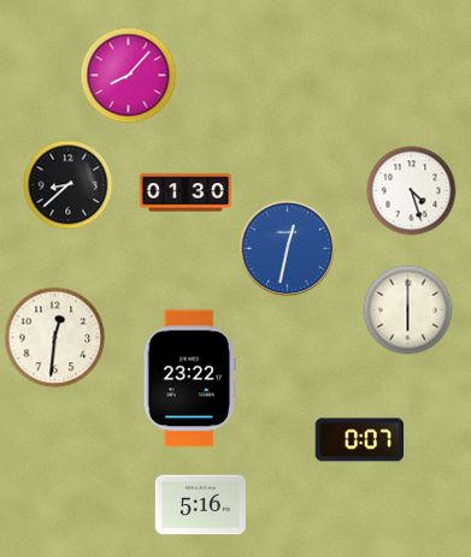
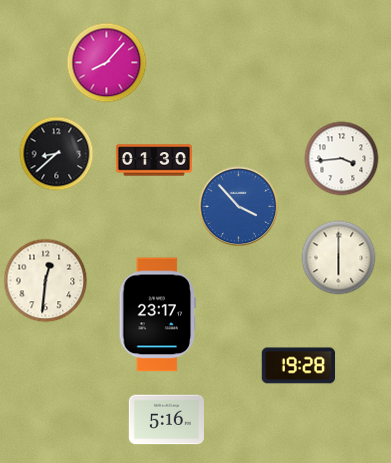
clock at (412, 191): 4:27 -> 3:44
clock at (288, 249): 12:32 -> 3:53
clock at (190, 379): 23:22 -> 23:17
clock at (360, 440): 0:07 -> 19:28
